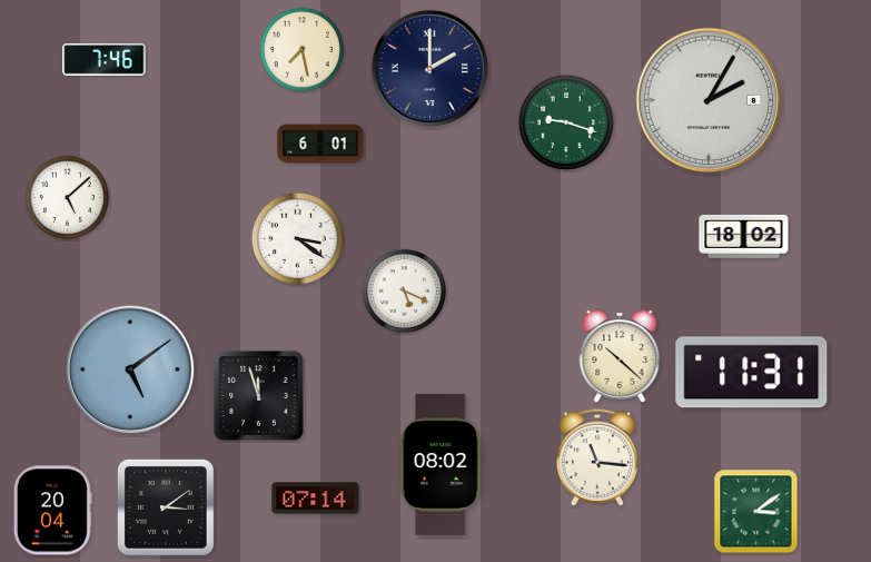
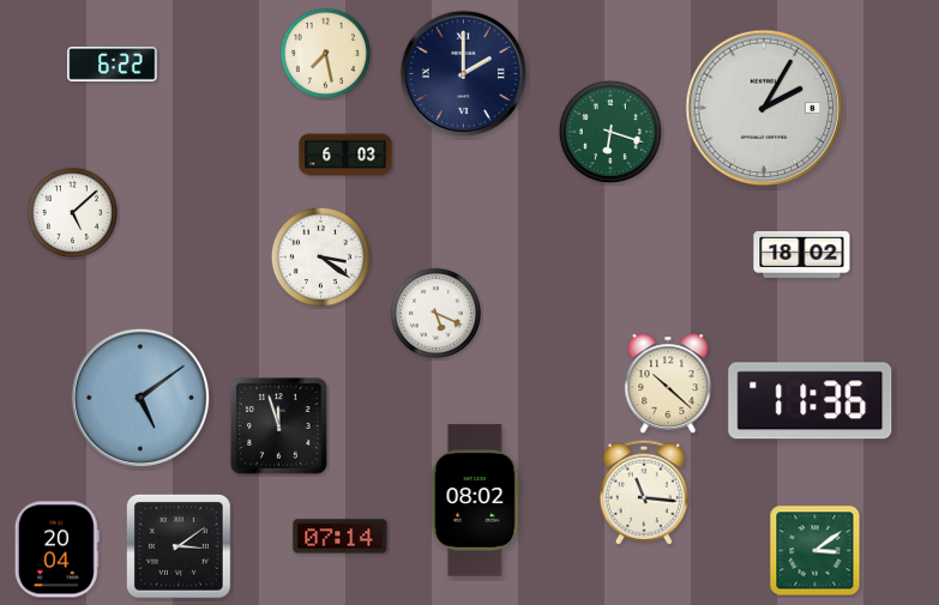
clock at (105, 59): 7:46 -> 6:22
clock at (566, 122): 9:18 -> 6:18
clock at (320, 144): 6:01 -> 6:03
clock at (752, 373): 11:31 -> 11:36
